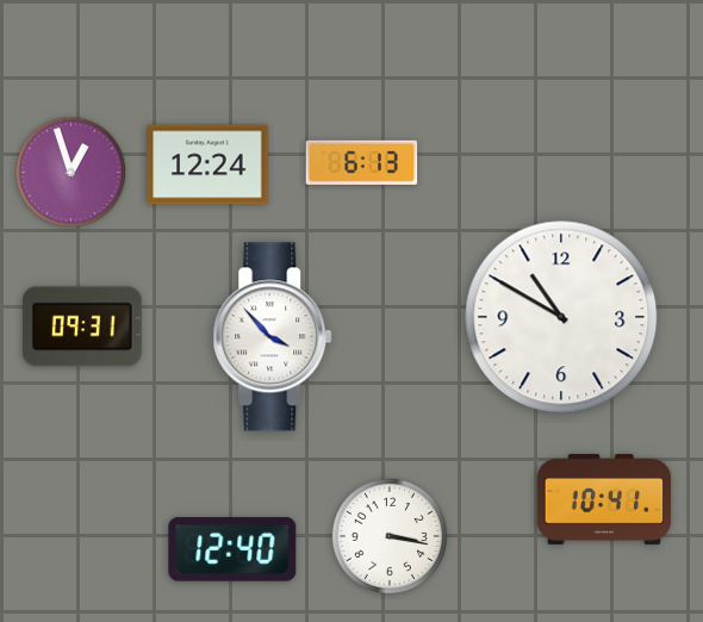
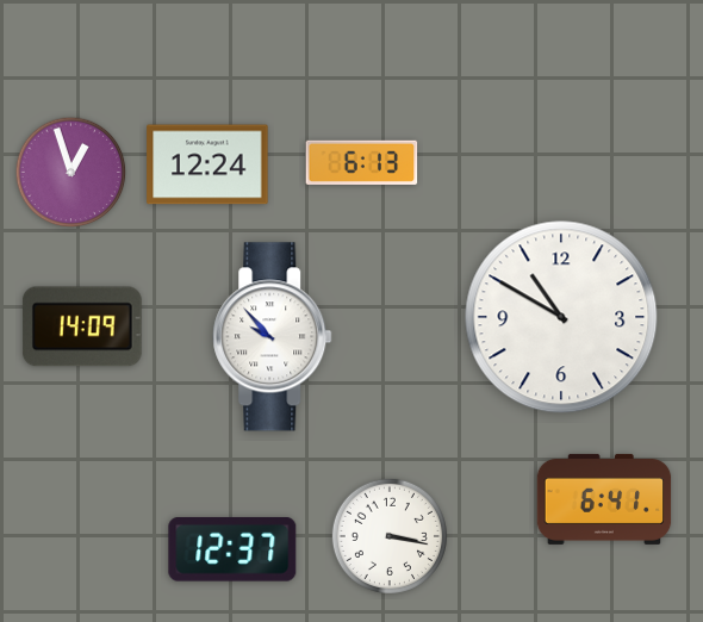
clock at (82, 326): 09:31 -> 14:09
clock at (273, 337): 3:53 -> 9:53
clock at (604, 499): 10:41 -> 6:41
clock at (232, 549): 12:40 -> 12:37
